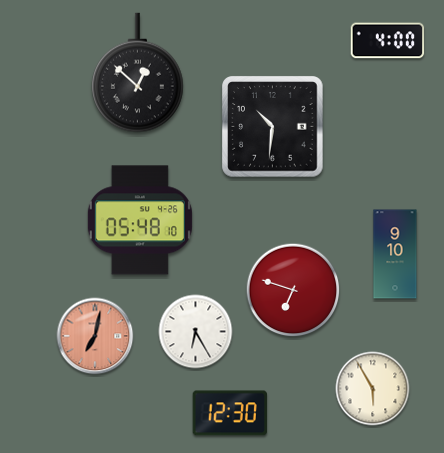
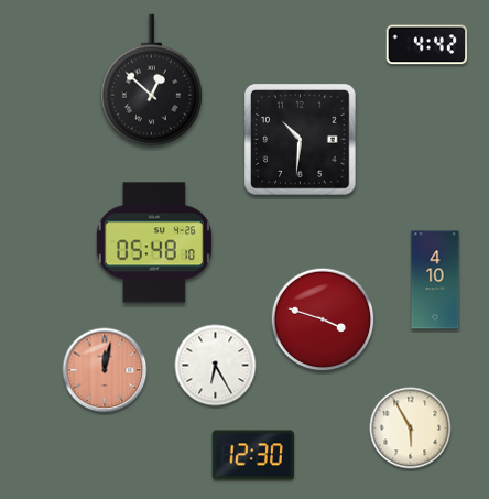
clock at (388, 41): 4:00 -> 4:42
clock at (395, 254): 9:10 -> 4:10
clock at (293, 290): 6:48 -> 3:48
clock at (95, 336): 7:02 -> 12:02
